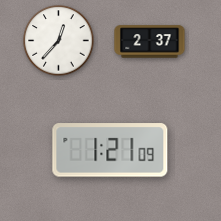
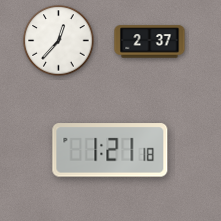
clock at (110, 150): 1:21:09 -> 1:21:18
